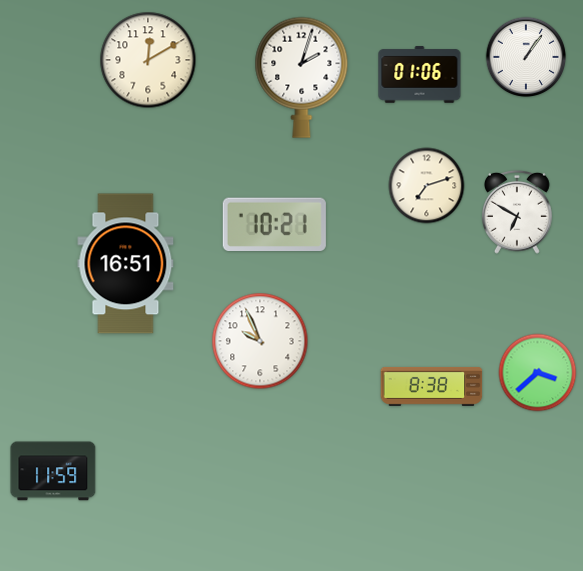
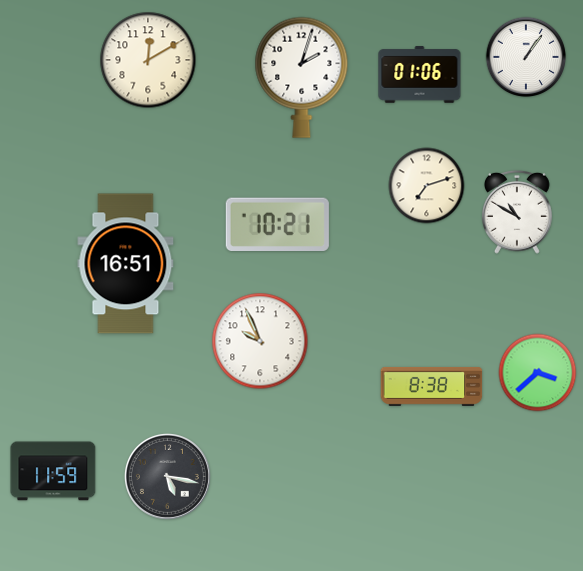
clock at (518, 212): 6:50 -> 10:50
clock at (274, 225) position: (274, 225) -> (277, 225)
clock at (167, 476): none -> 5:17
